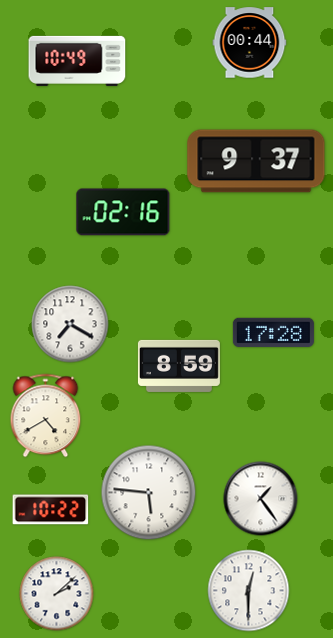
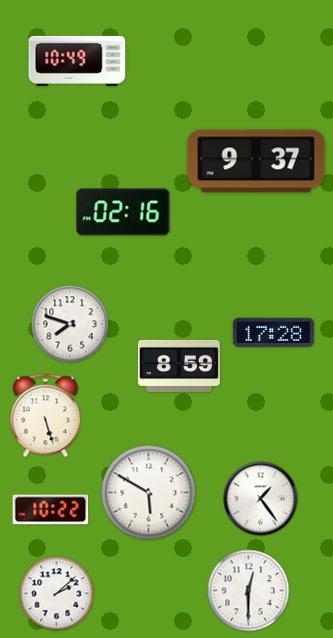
clock at (250, 43): 00:44 -> none
clock at (70, 324): 7:20 -> 7:48
clock at (46, 416): 4:40 -> 5:27
clock at (149, 493): 5:46 -> 5:50
